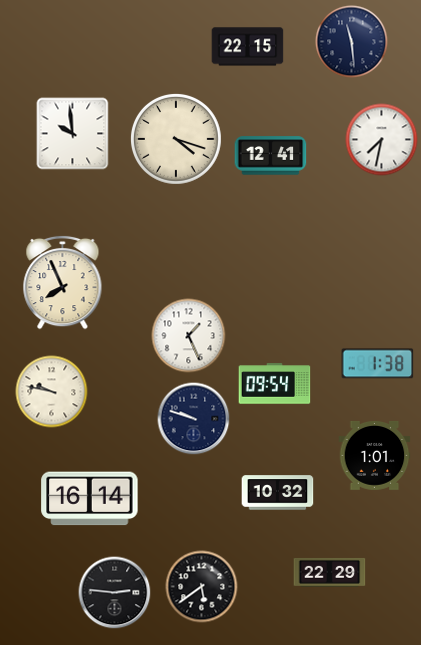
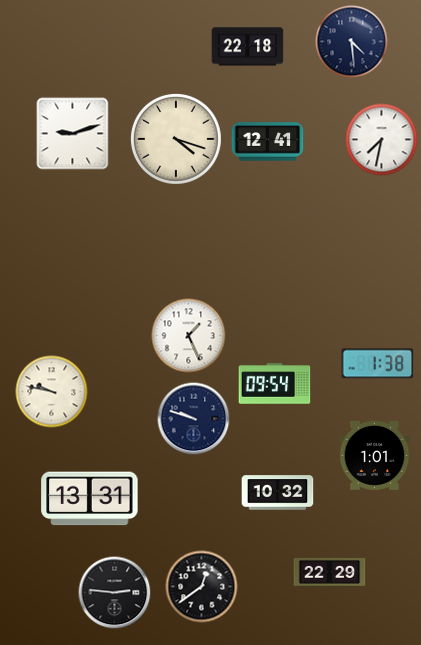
clock at (352, 42): 11:29 -> 4:29
clock at (248, 47): 22:15 -> 22:18
clock at (73, 134): 9:59 -> 9:12
clock at (271, 156) position: (271, 156) -> (268, 142)
clock at (63, 282): 7:56 -> none
clock at (90, 499): 16:14 -> 13:31
clock at (202, 587): 5:39 -> 12:39
